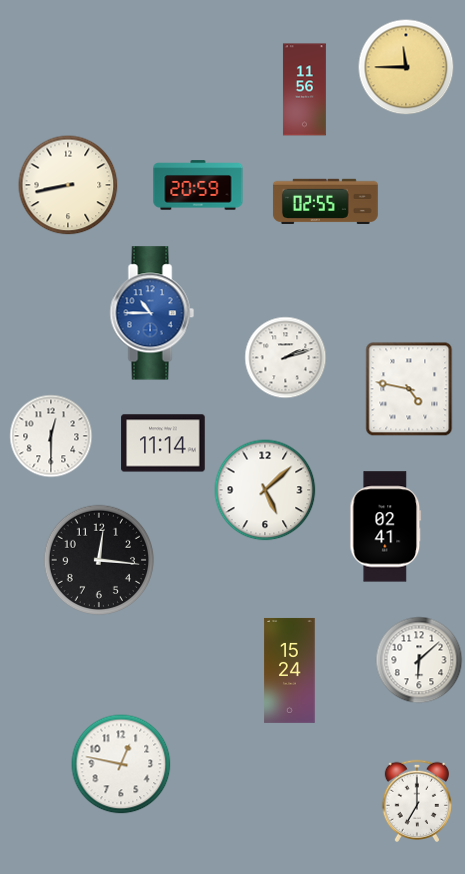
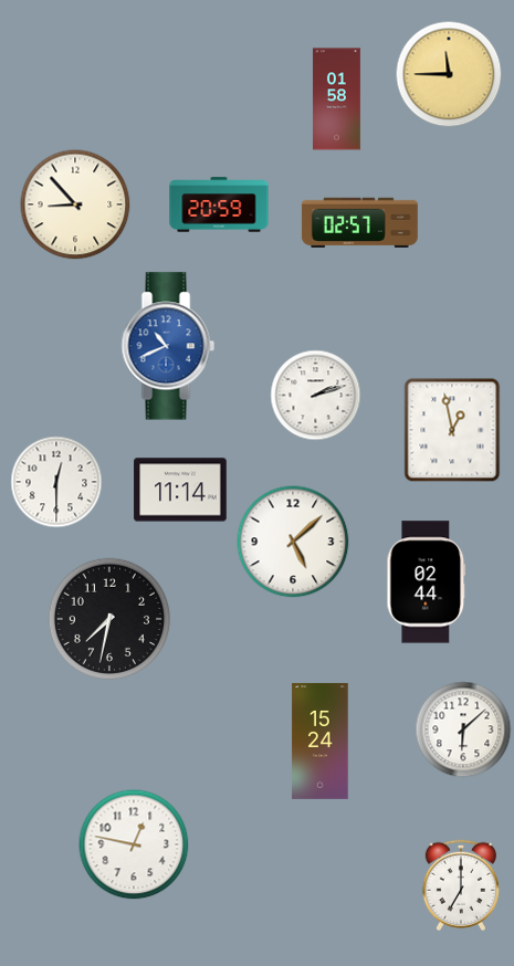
clock at (304, 90): 11:56 -> 01:58
clock at (68, 185): 8:43 -> 8:53
clock at (325, 201): 02:55 -> 02:57
clock at (152, 313): 10:45 -> 10:41
clock at (409, 389): 4:47 -> 12:58
clock at (386, 527): 02:41 -> 02:44
clock at (99, 560): 12:16 -> 7:32
